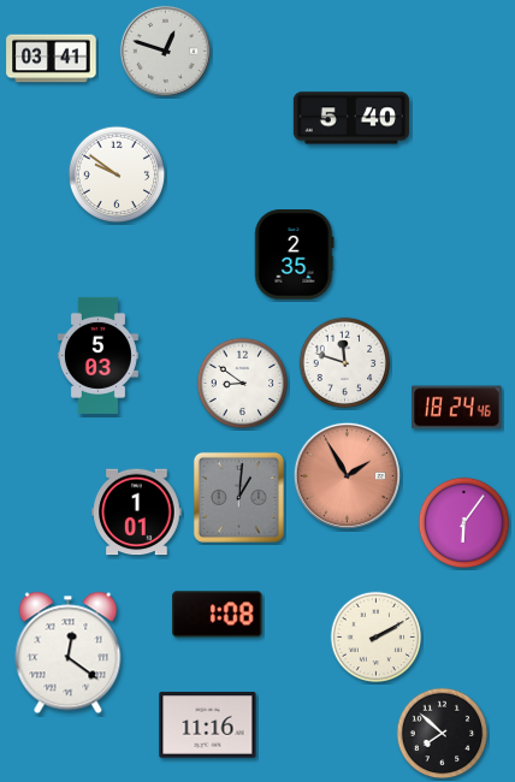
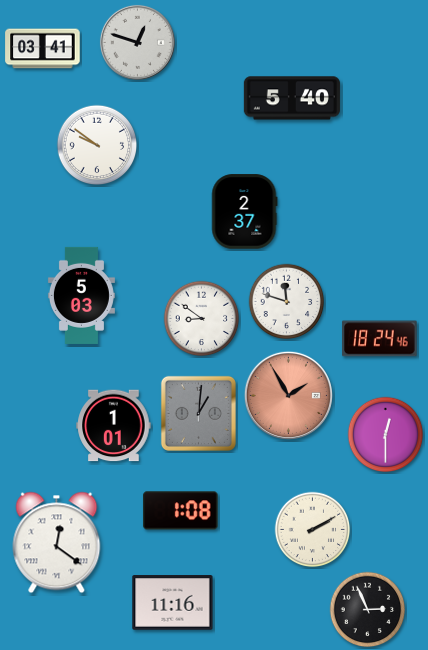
clock at (295, 255): 2:35 -> 2:37
clock at (464, 523): 6:06 -> 12:30
clock at (443, 734): 7:52 -> 2:56
